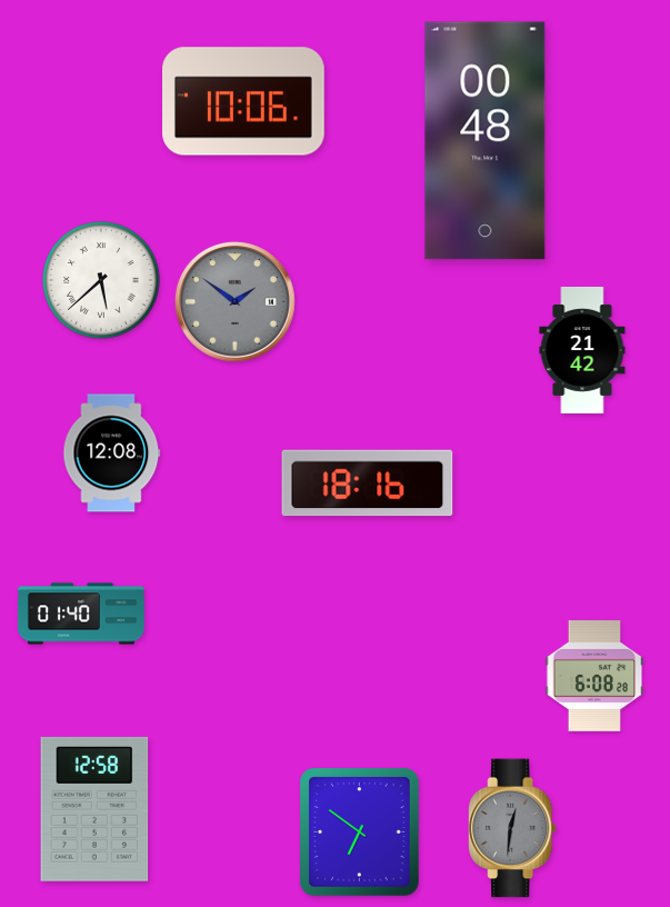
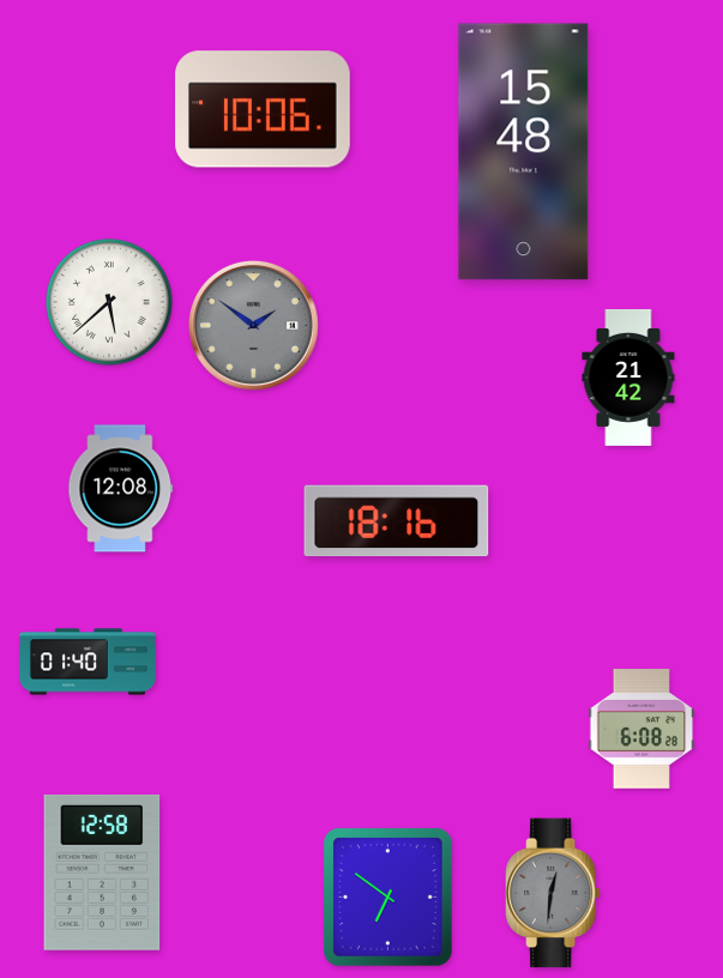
clock at (486, 141): 00:48 -> 15:48
